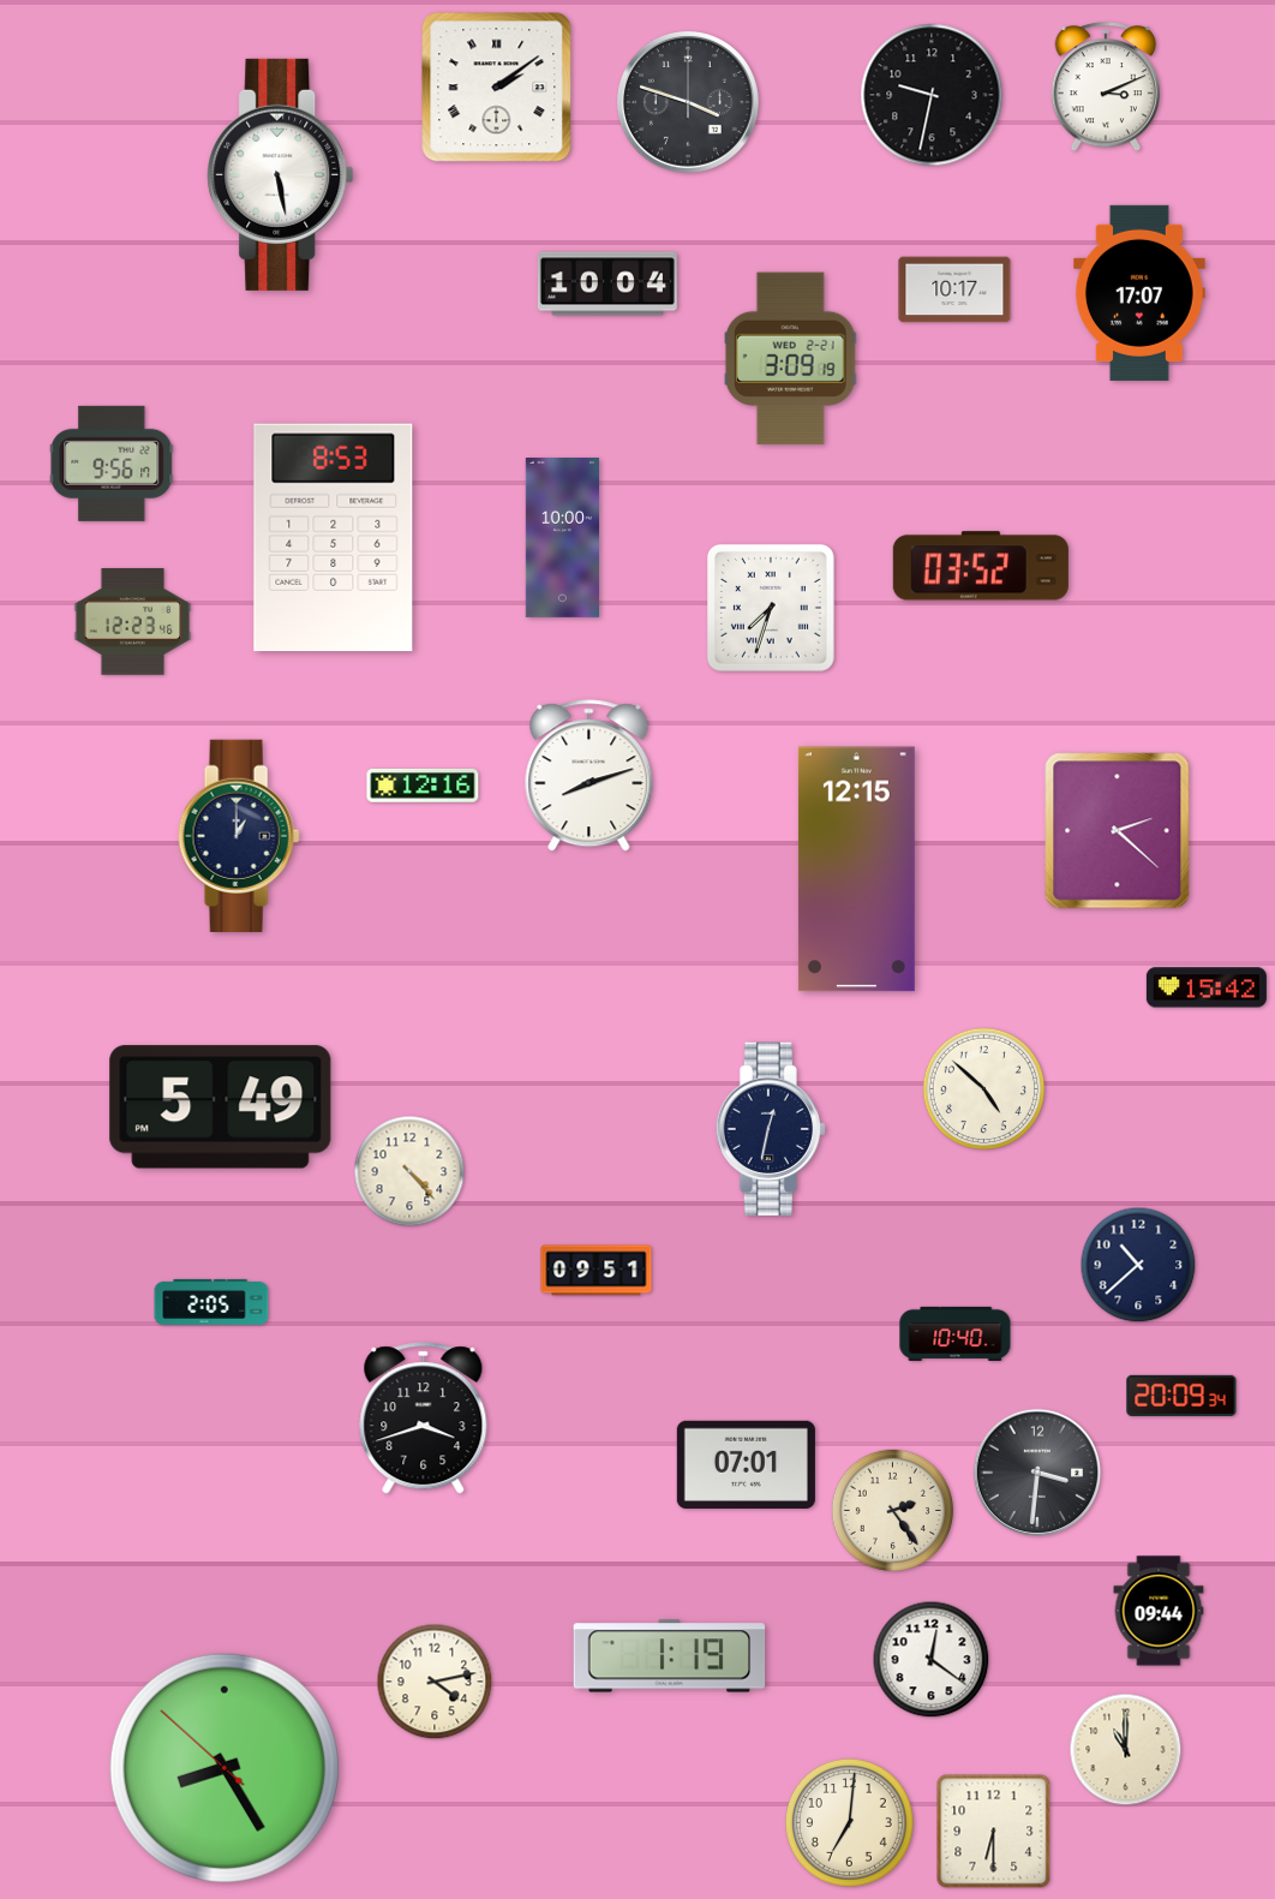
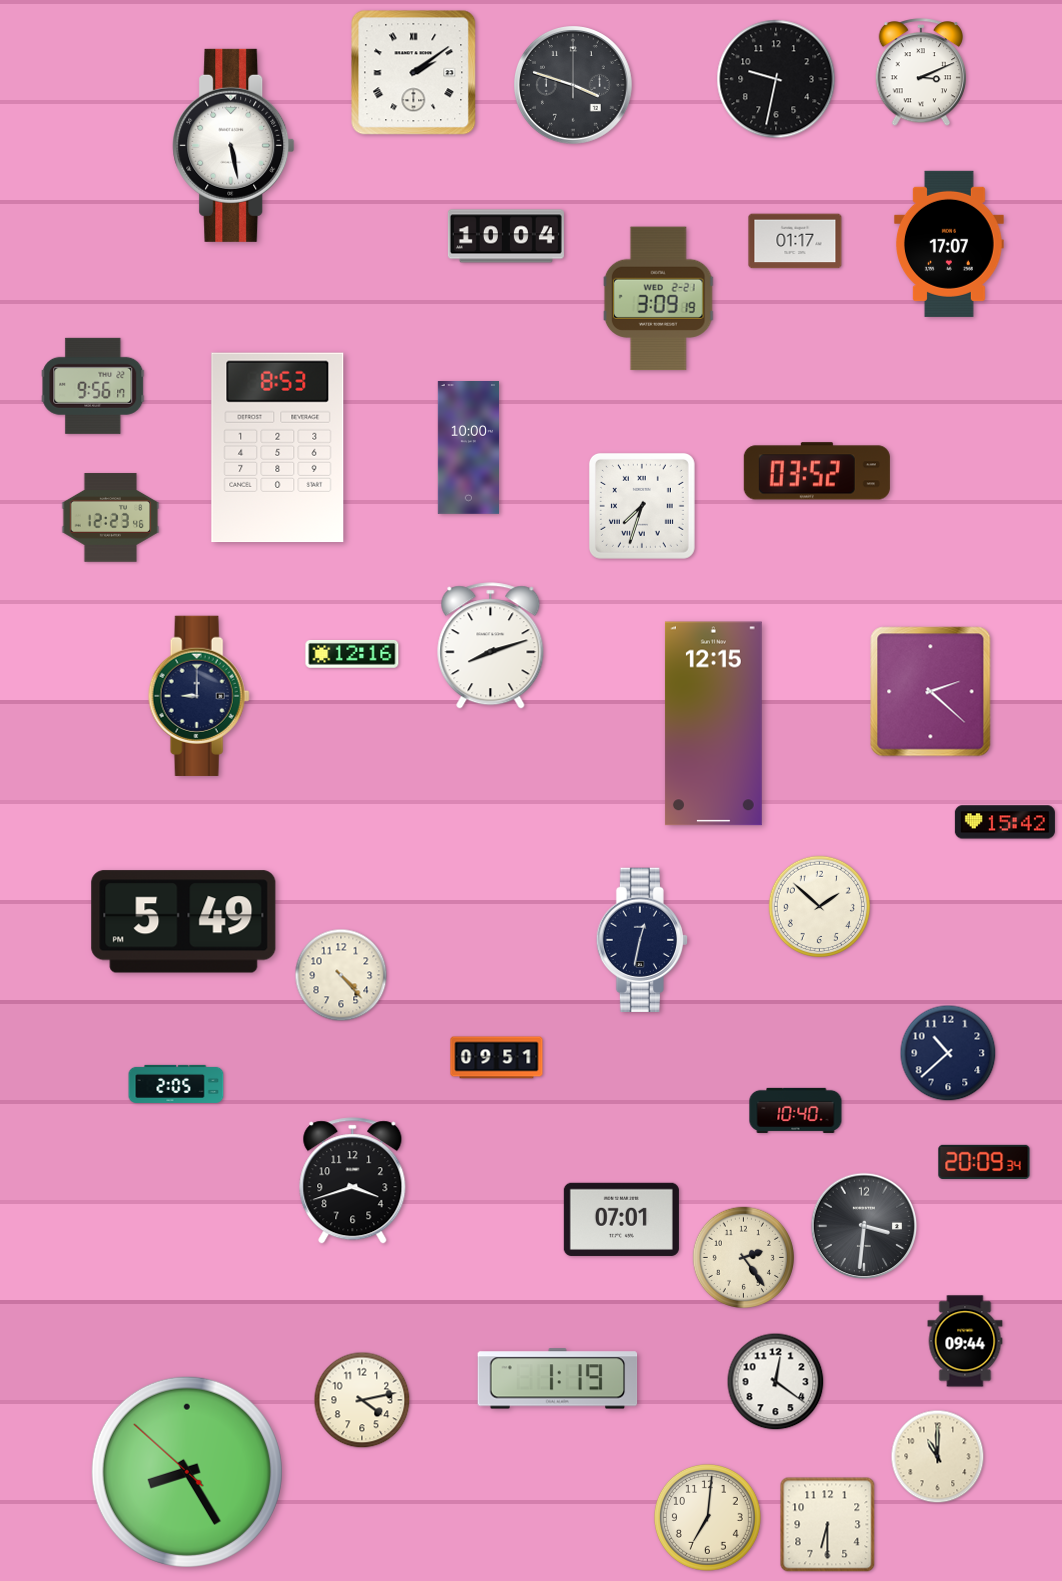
clock at (954, 289): 10:17 -> 01:17
clock at (239, 836): 1:00 -> 9:00
clock at (983, 1088): 4:52 -> 1:52
